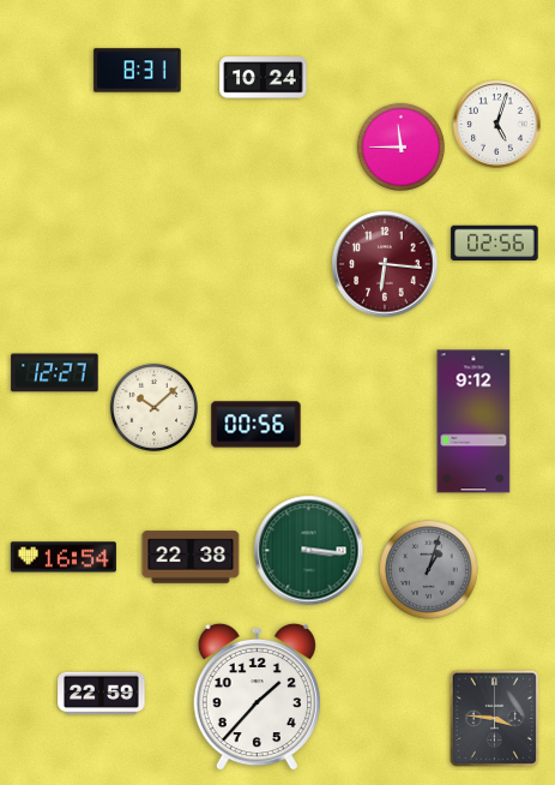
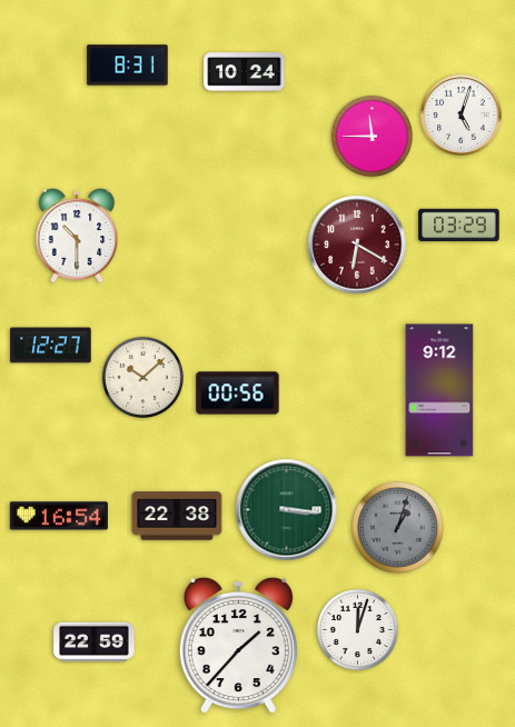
clock at (495, 244): 02:56 -> 03:29
clock at (77, 236): none -> 10:30
clock at (385, 264): 6:16 -> 6:20
clock at (357, 629): none -> 12:03
clock at (494, 718): 3:46 -> none
